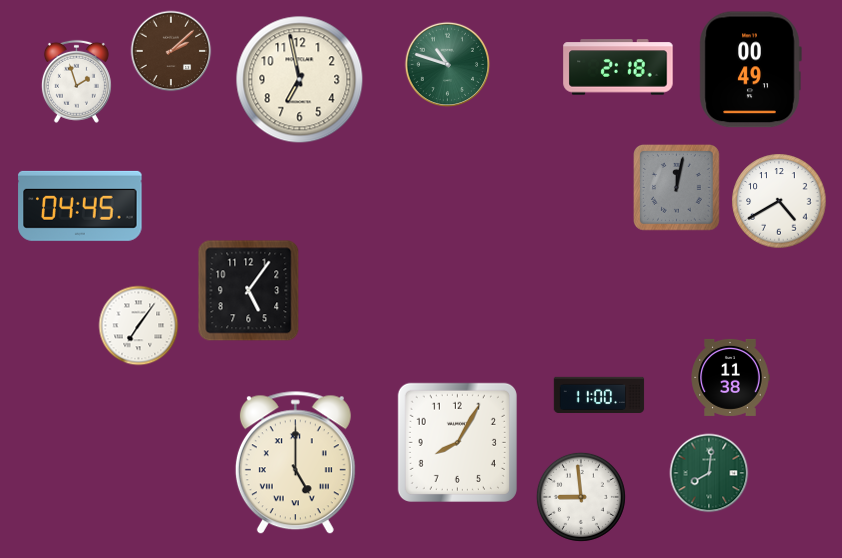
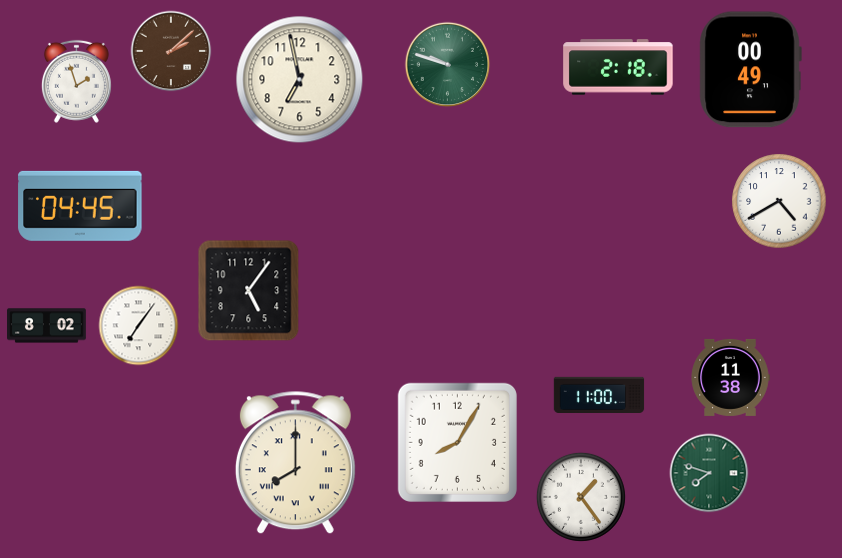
clock at (448, 65): 10:48 -> 9:48
clock at (677, 188): 12:02 -> none
clock at (47, 326): none -> 8:02
clock at (295, 463): 5:00 -> 8:00
clock at (709, 473): 8:01 -> 7:48
clock at (581, 497): 8:59 -> 1:24
